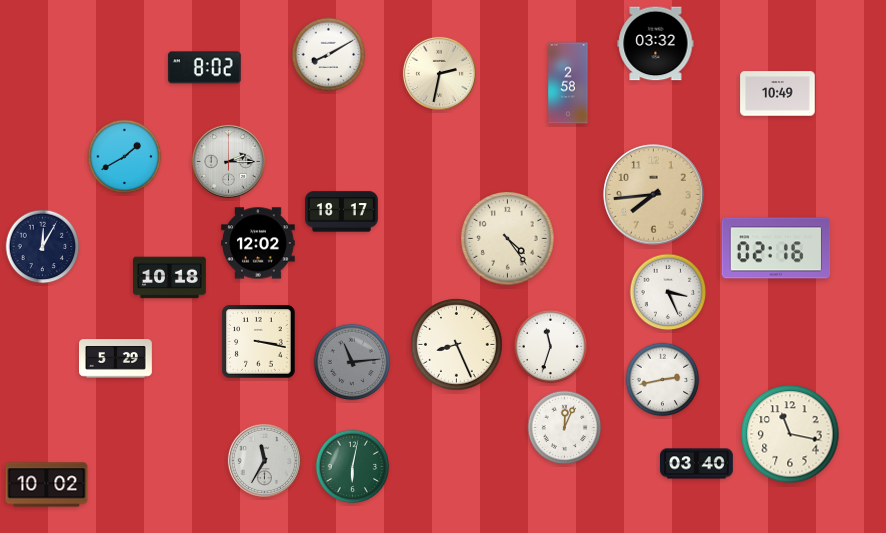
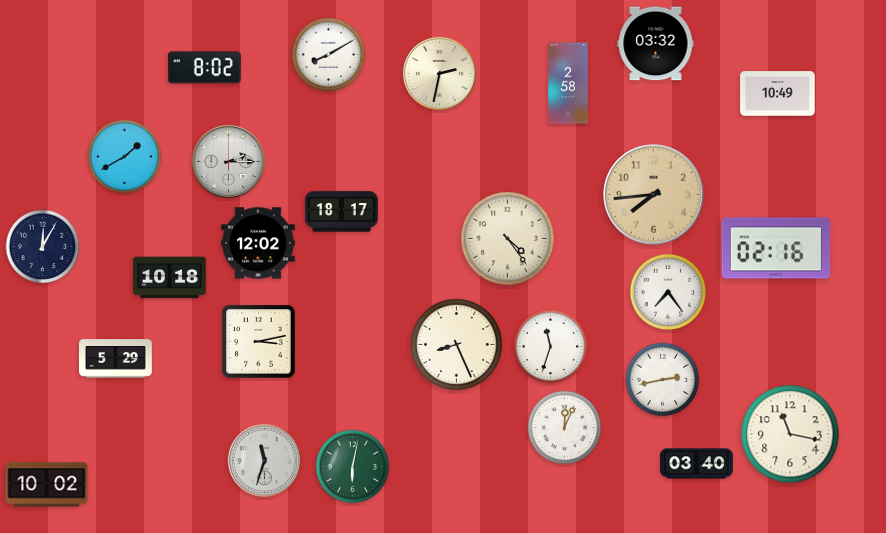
clock at (668, 292): 3:26 -> 7:24
clock at (259, 342): 3:17 -> 3:13
clock at (352, 362): 11:14 -> none
clock at (264, 460): 11:35 -> 11:33
